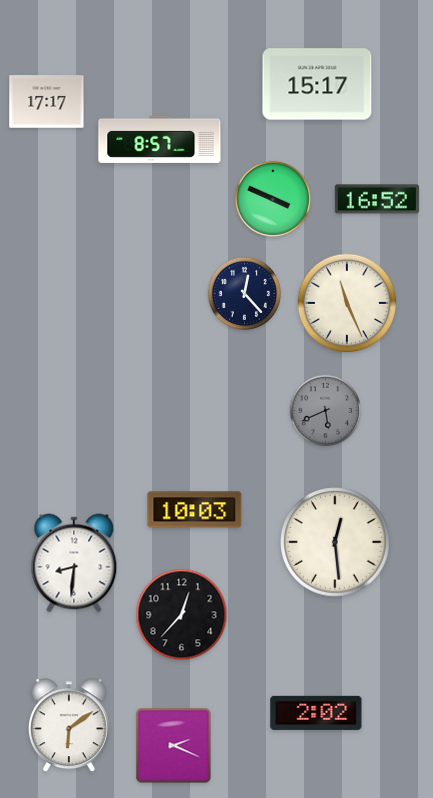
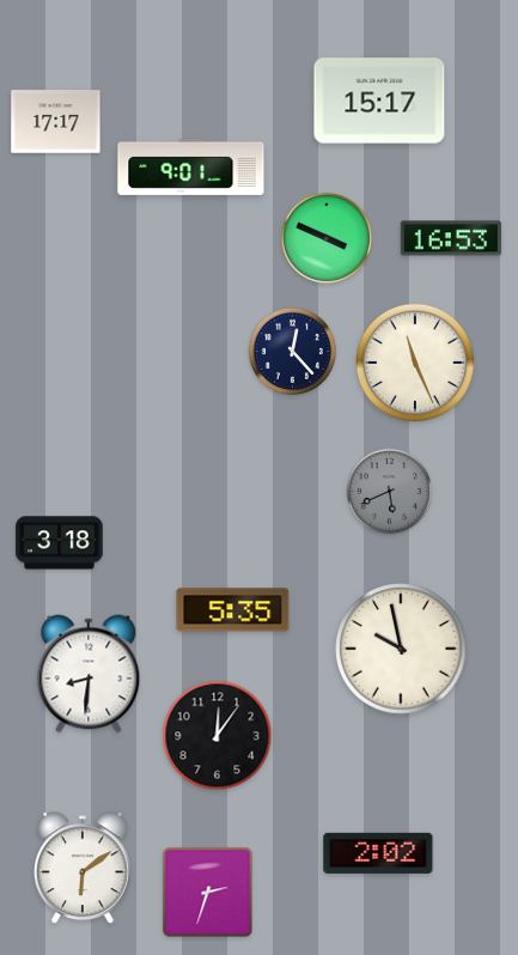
clock at (160, 139): 8:57 -> 9:01
clock at (377, 199): 16:52 -> 16:53
clock at (60, 543): none -> 3:18
clock at (195, 510): 10:03 -> 5:35
clock at (335, 542): 12:29 -> 9:58
clock at (182, 615): 12:37 -> 12:06
clock at (174, 746): 2:19 -> 2:33
